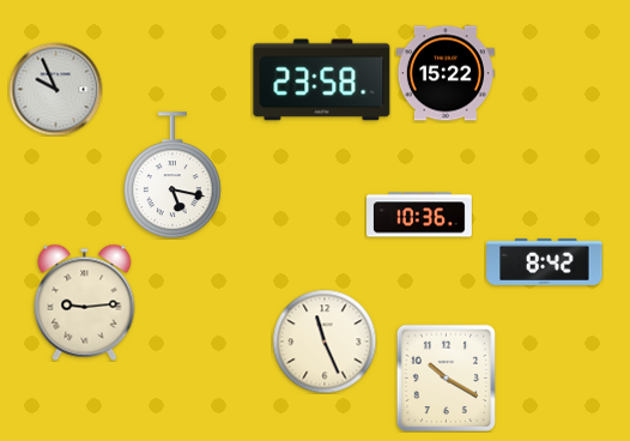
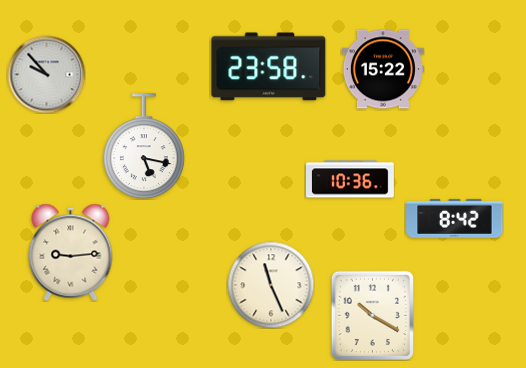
clock at (446, 73) position: (446, 73) -> (383, 69)
clock at (55, 89): 9:56 -> 9:53
